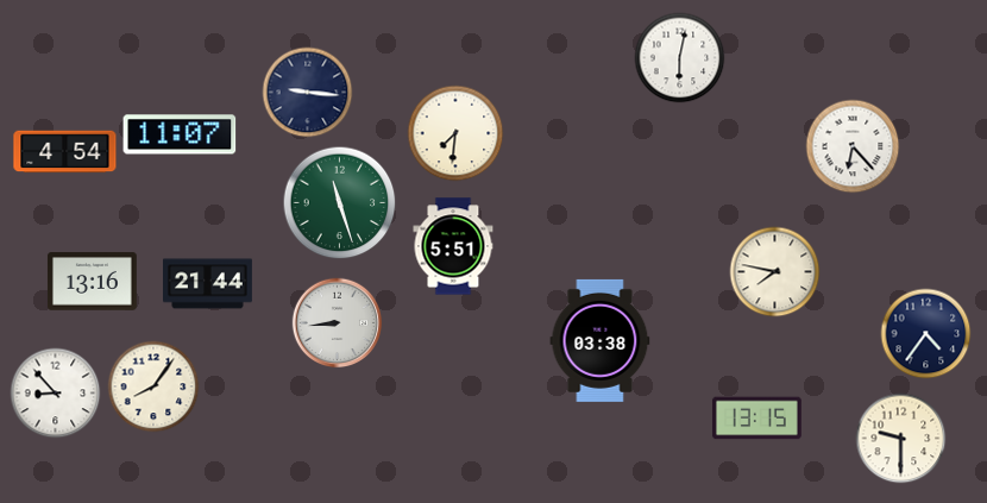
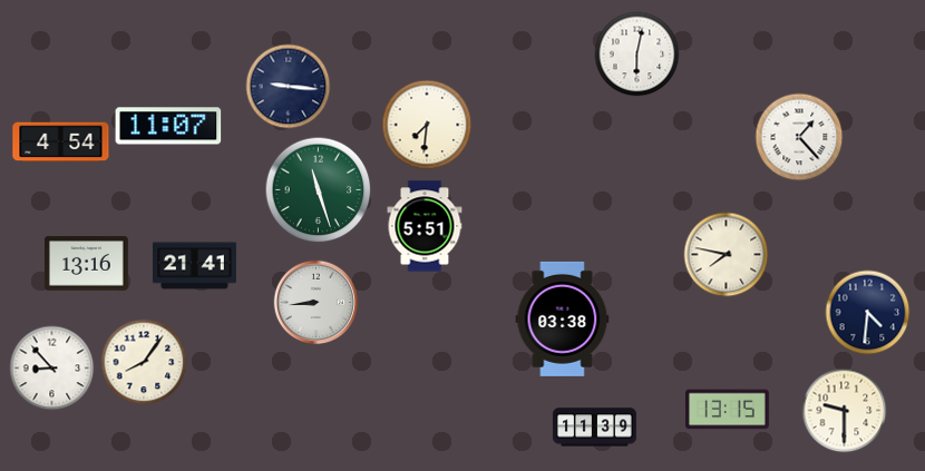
clock at (853, 146): 6:23 -> 1:23
clock at (453, 246) position: (453, 246) -> (425, 226)
clock at (208, 284): 21:44 -> 21:41
clock at (926, 334): 4:36 -> 4:31
clock at (756, 419) position: (756, 419) -> (727, 410)
clock at (595, 428): none -> 11:39
